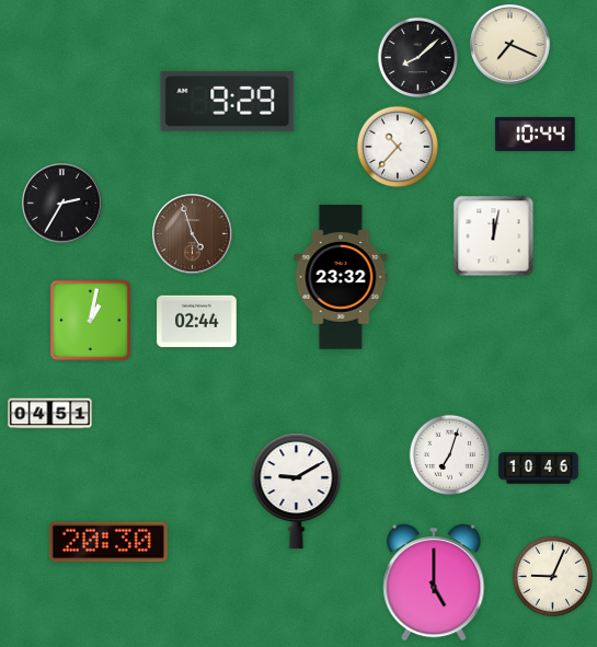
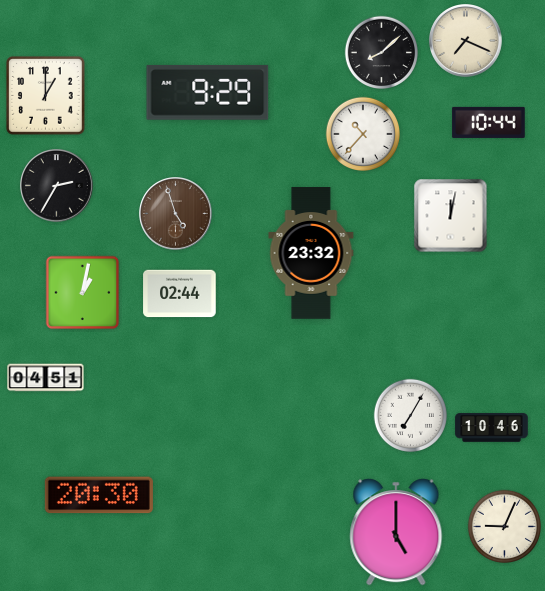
clock at (46, 96): none -> 1:00
clock at (450, 455): 7:03 -> 7:05
clock at (297, 492): 9:10 -> none
